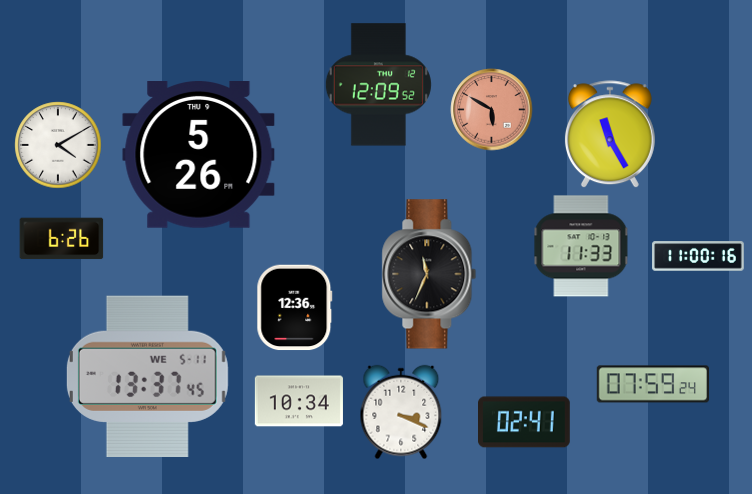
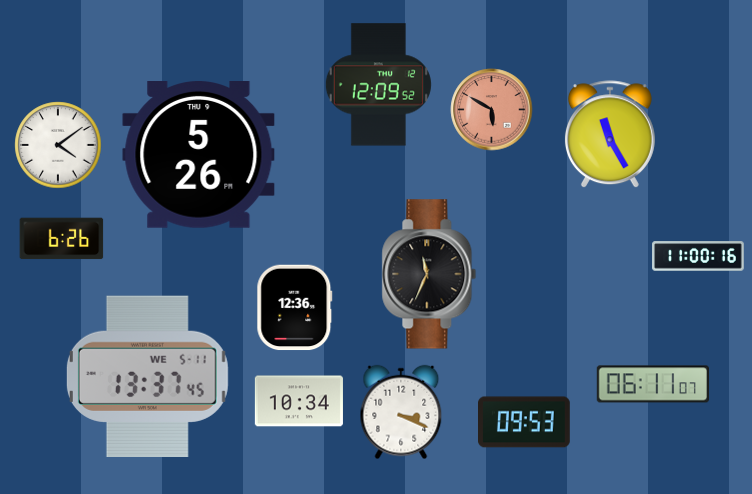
clock at (58, 145): 4:10 -> 4:09
clock at (581, 246): 11:33 -> none
clock at (652, 384): 07:59 -> 06:11
clock at (525, 422): 02:41 -> 09:53
